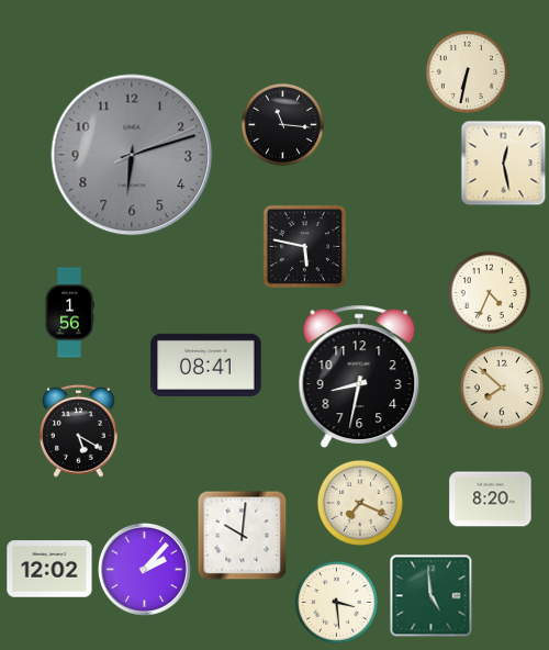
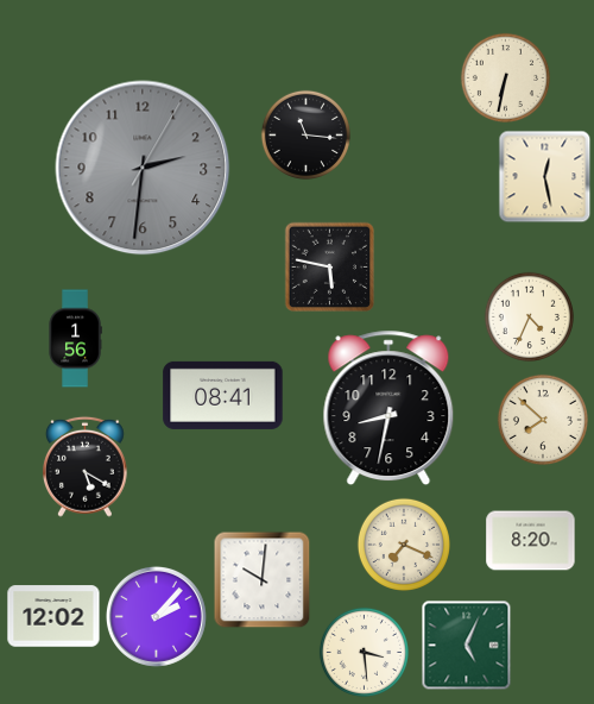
clock at (132, 155): 6:12 -> 2:31
clock at (360, 503) position: (360, 503) -> (404, 545)
clock at (432, 596): 4:59 -> 5:04
